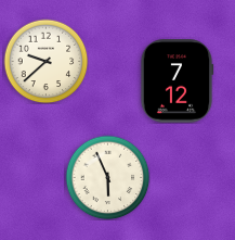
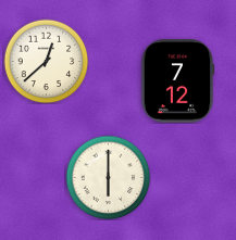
clock at (45, 61): 9:38 -> 12:38
clock at (107, 177): 5:56 -> 6:00
